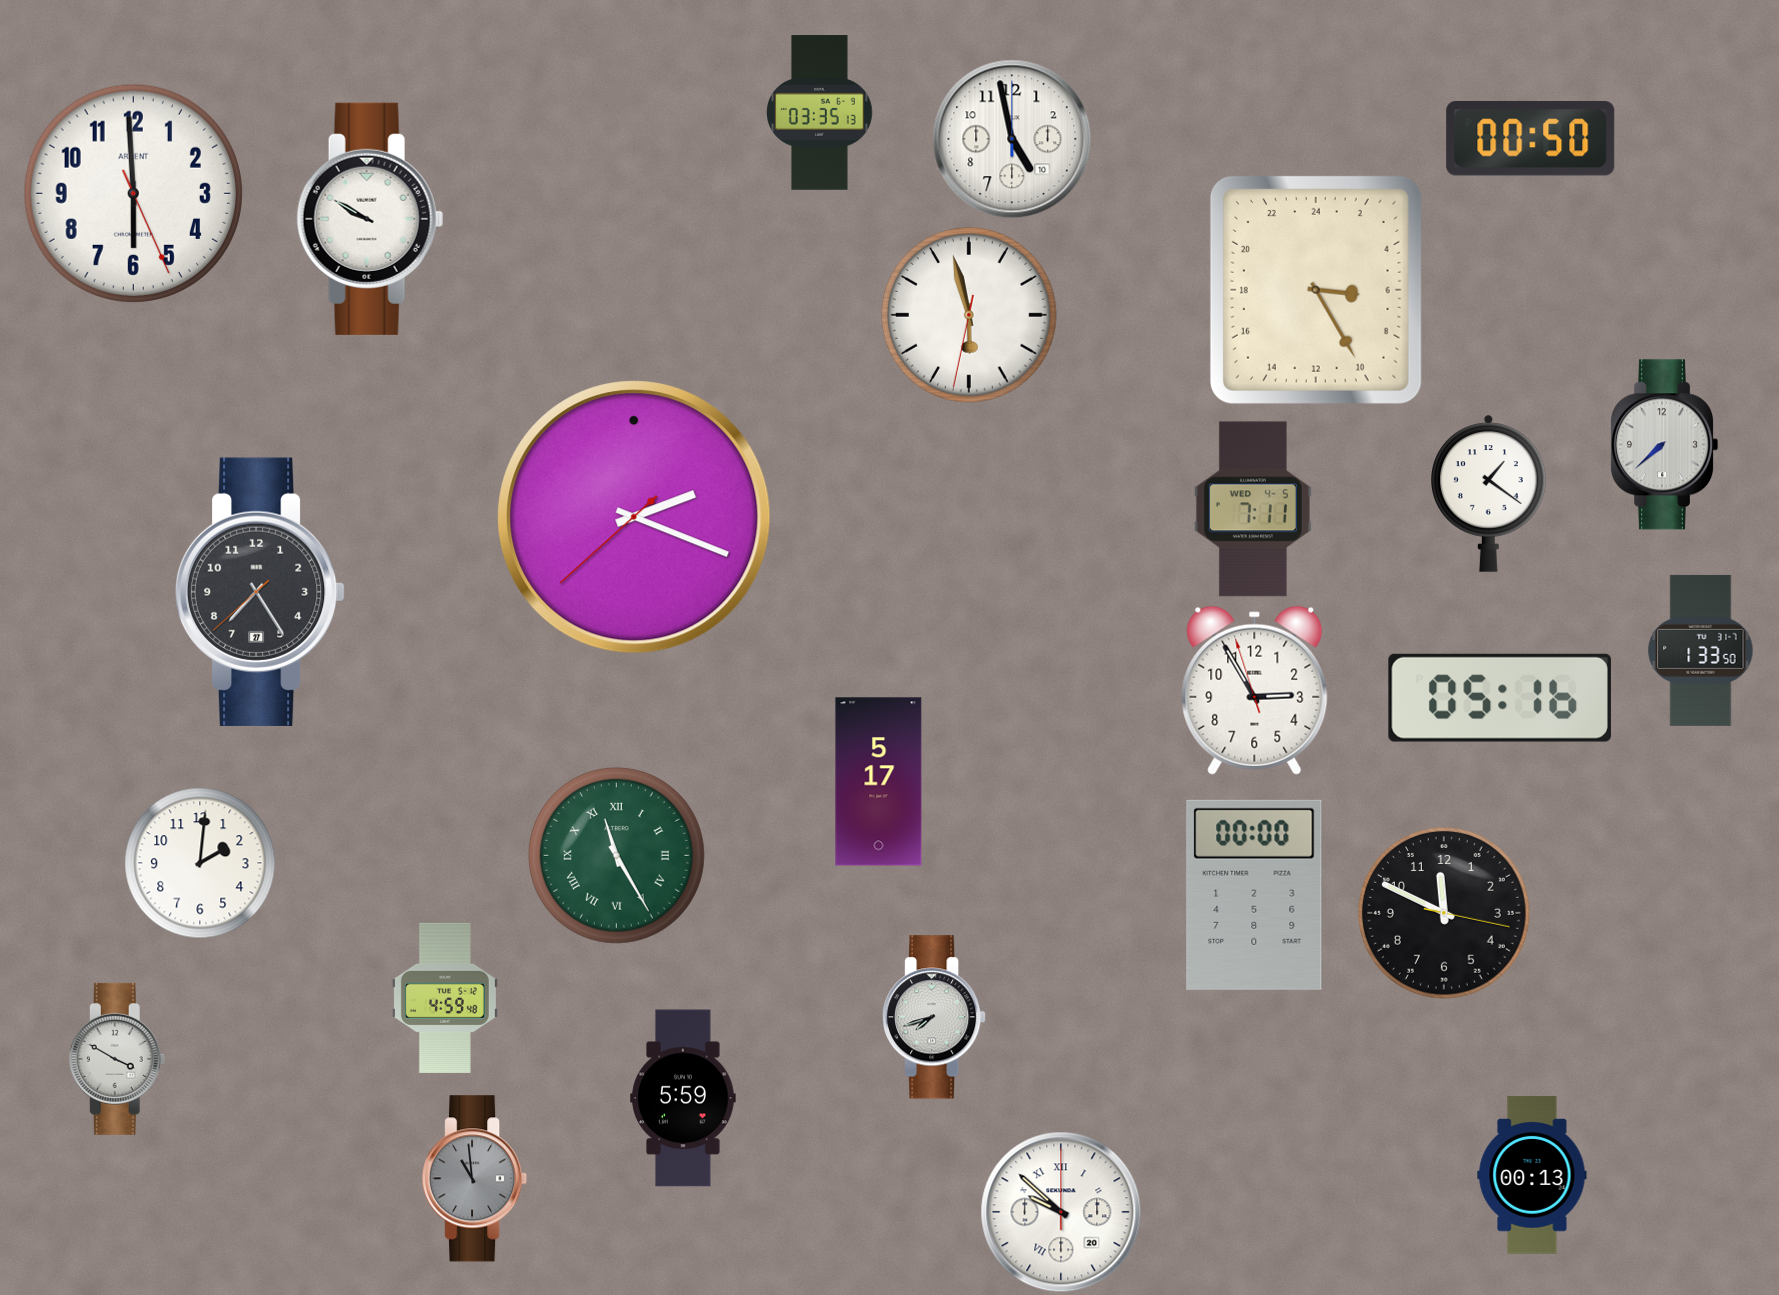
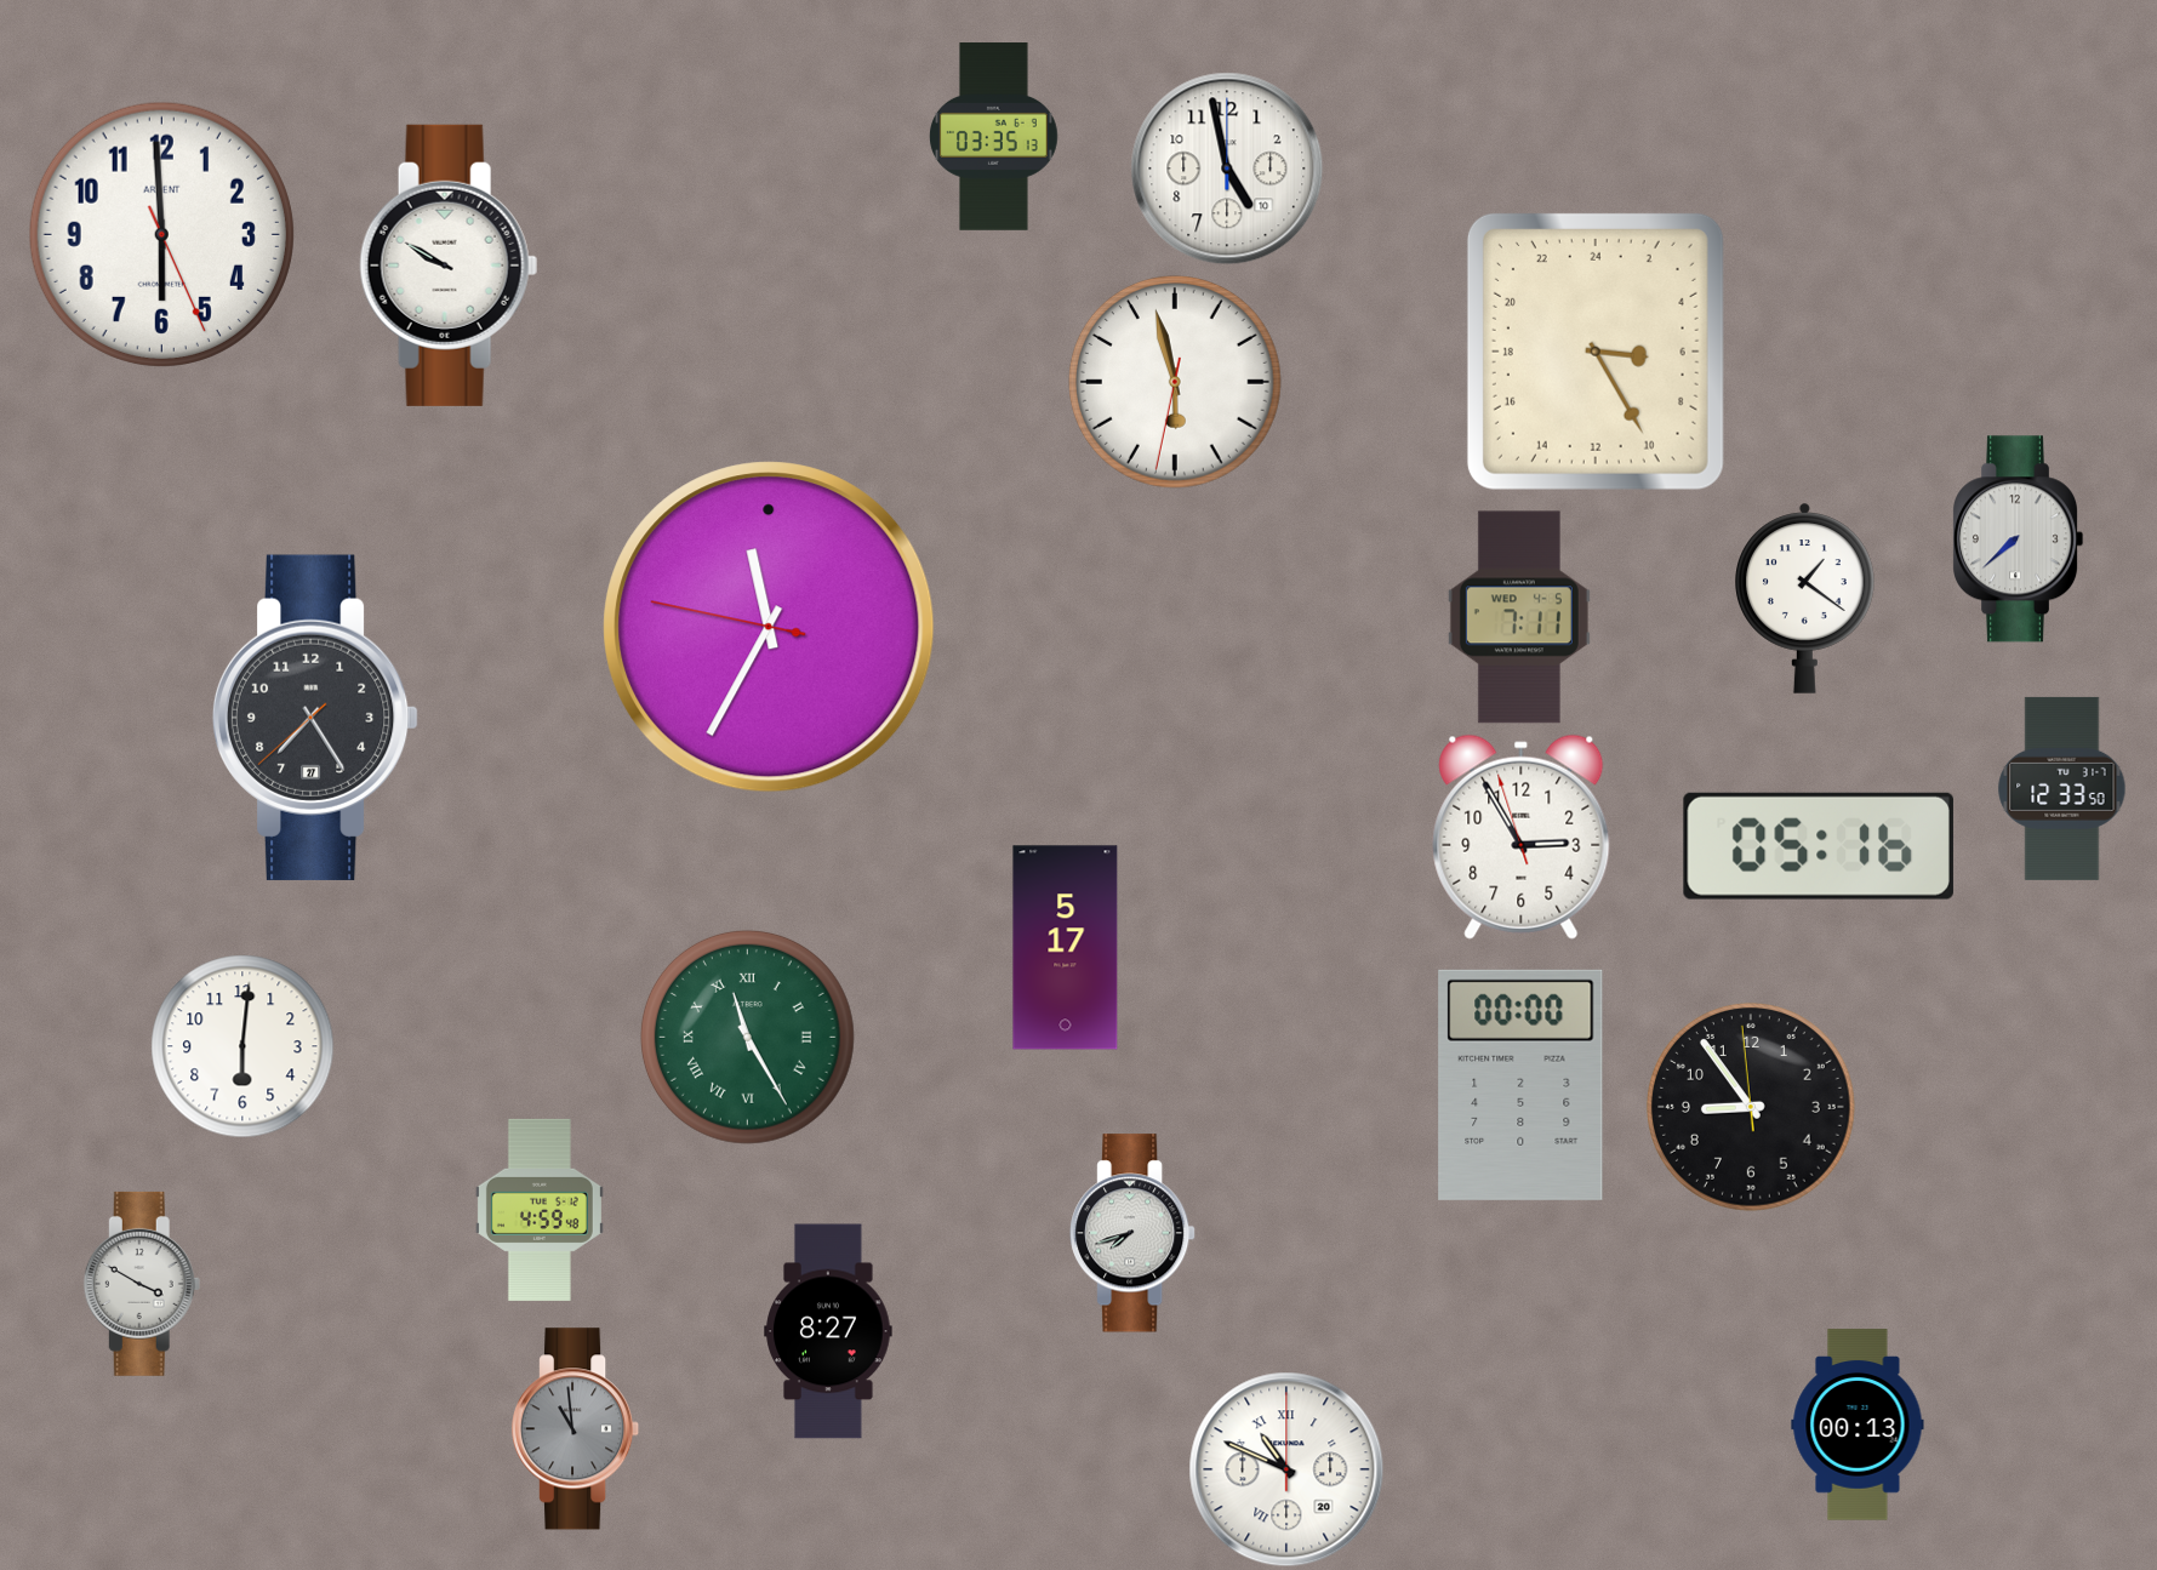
clock at (1531, 138): 00:50 -> none
clock at (634, 517): 2:18 -> 11:34
clock at (1701, 650): 1:33 -> 12:33
clock at (200, 863): 2:01 -> 6:01
clock at (1445, 914): 11:49 -> 8:53
clock at (683, 1098): 5:59 -> 8:27
clock at (1061, 1212): 9:52 -> 10:49
